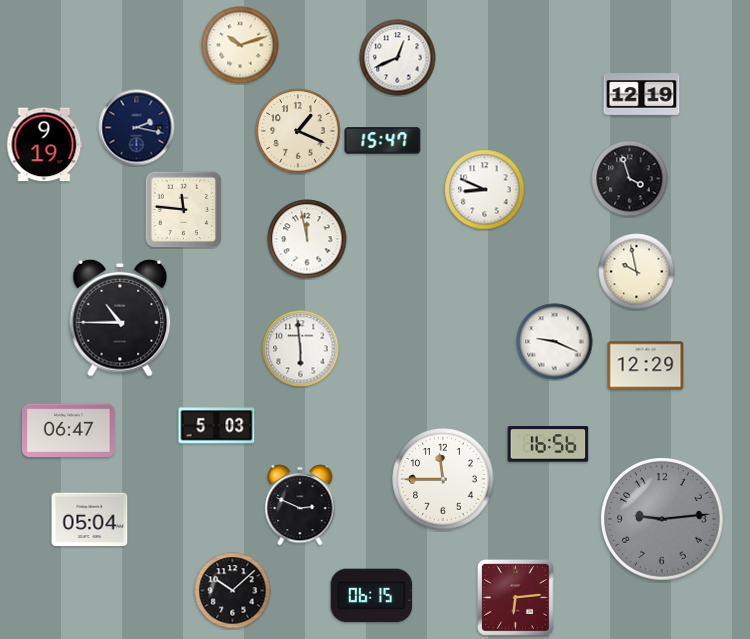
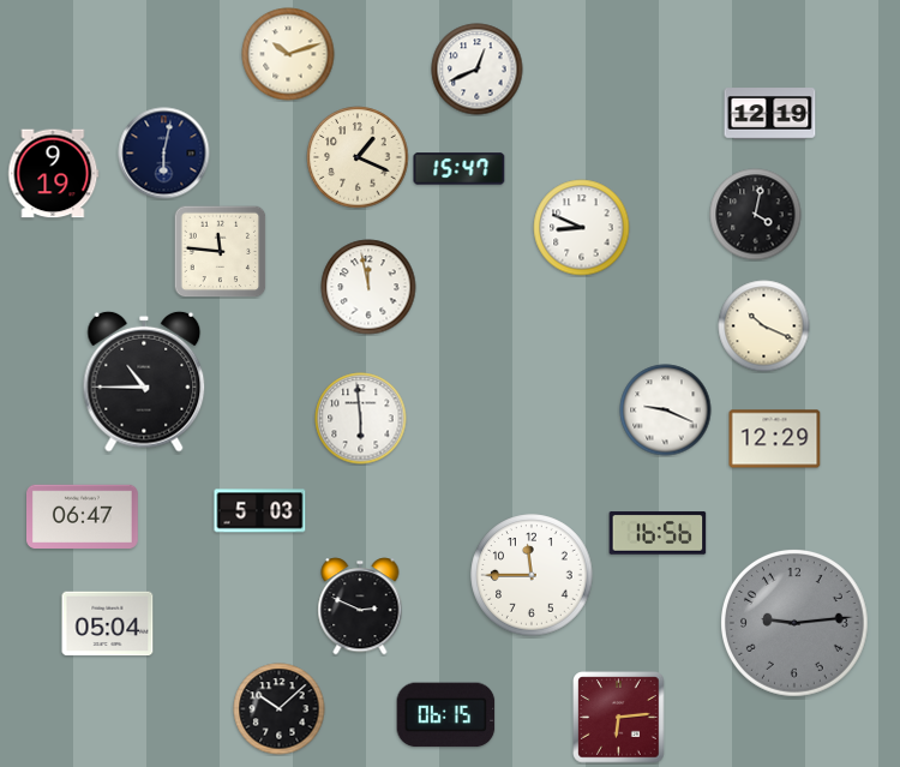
clock at (137, 128): 2:17 -> 6:02
clock at (630, 179): 3:57 -> 4:02
clock at (637, 272): 9:58 -> 10:19
